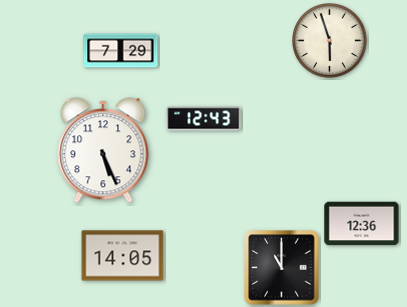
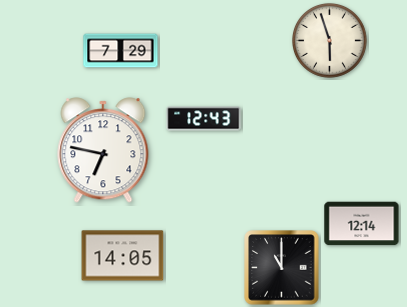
clock at (103, 150): 5:26 -> 6:47
clock at (362, 224): 12:36 -> 12:14
